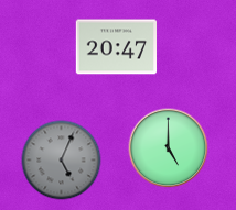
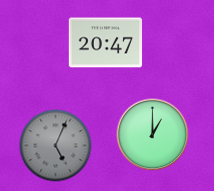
clock at (169, 148): 5:00 -> 1:00
